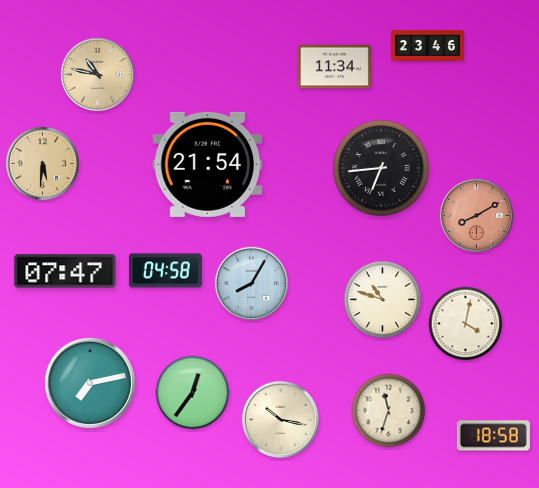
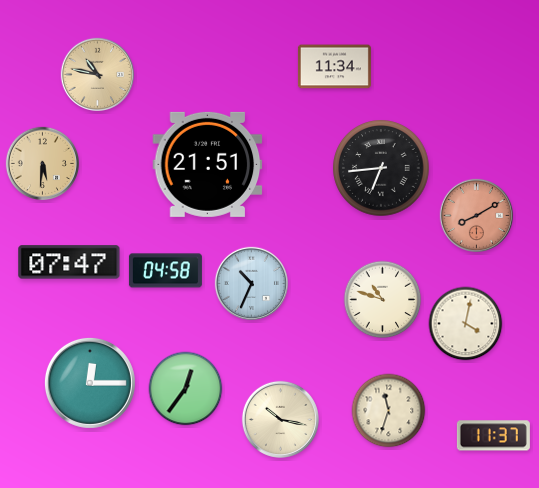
clock at (427, 46): 23:46 -> none
clock at (208, 164): 21:54 -> 21:51
clock at (65, 271) position: (65, 271) -> (69, 262)
clock at (251, 283): 8:05 -> 10:34
clock at (90, 383): 7:13 -> 12:15
clock at (193, 393) position: (193, 393) -> (186, 389)
clock at (493, 436): 18:58 -> 11:37
